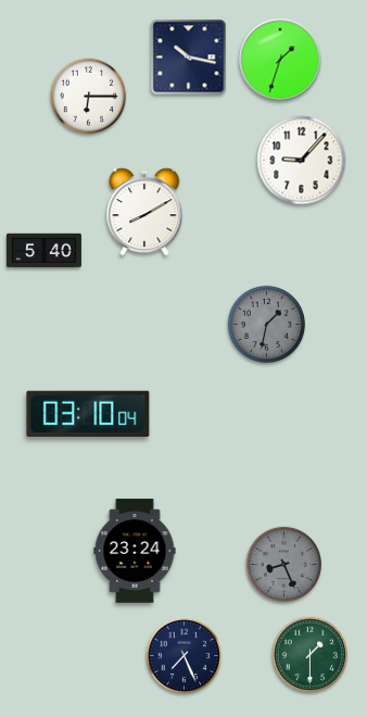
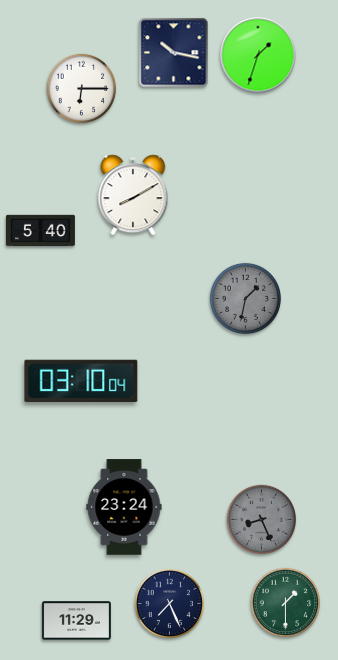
clock at (302, 161): 9:07 -> none
clock at (76, 621): none -> 11:29
